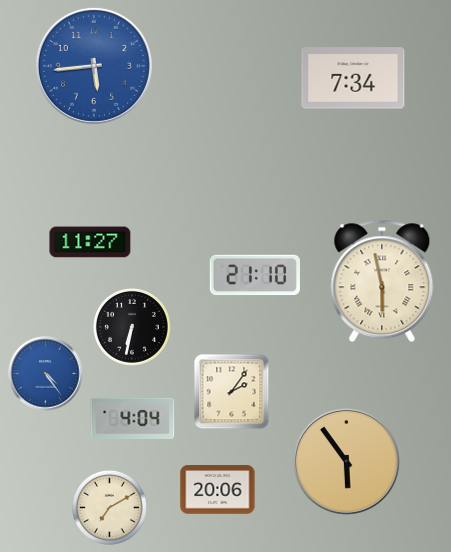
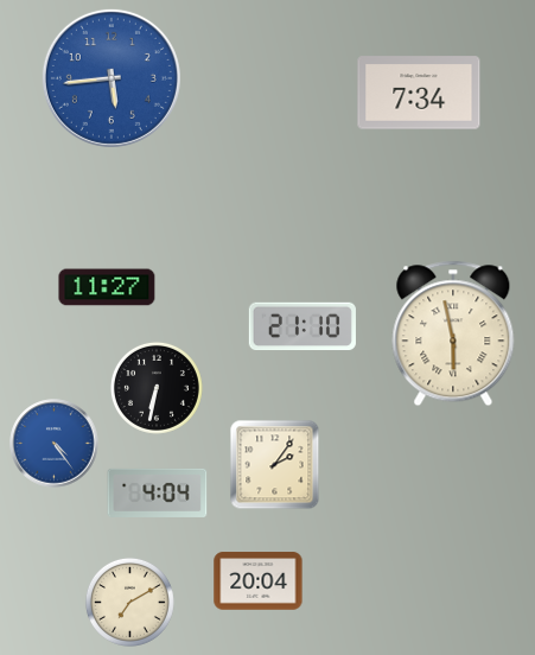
clock at (133, 418) position: (133, 418) -> (158, 492)
clock at (346, 461): 5:54 -> none
clock at (218, 490): 20:06 -> 20:04
